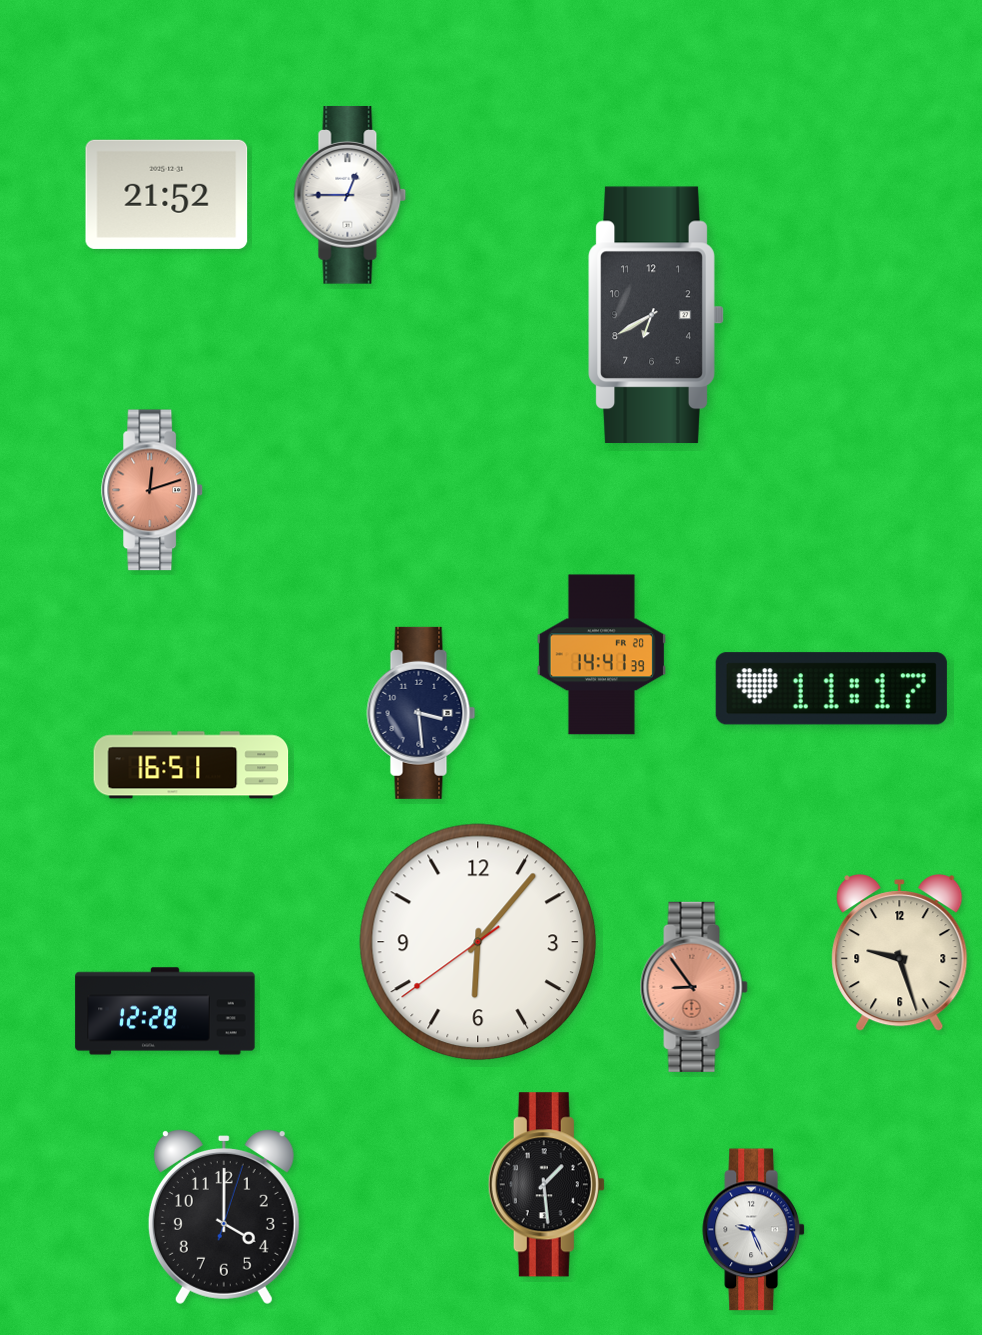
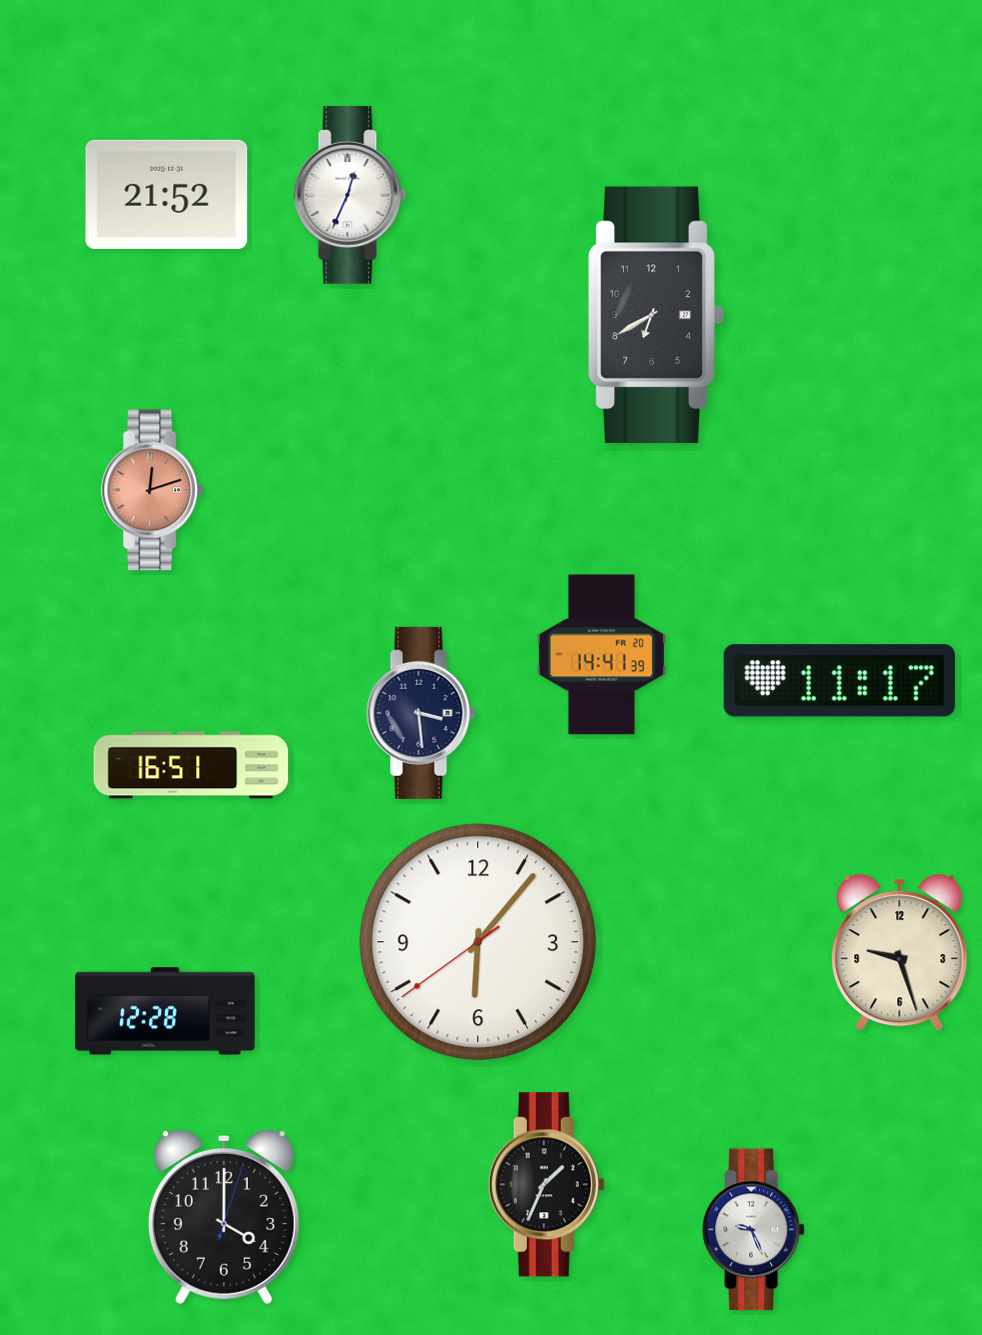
clock at (350, 195): 12:45 -> 12:34
clock at (831, 689) position: (831, 689) -> (839, 681)
clock at (694, 987): 8:54 -> none
clock at (546, 1185): 1:29 -> 1:34
